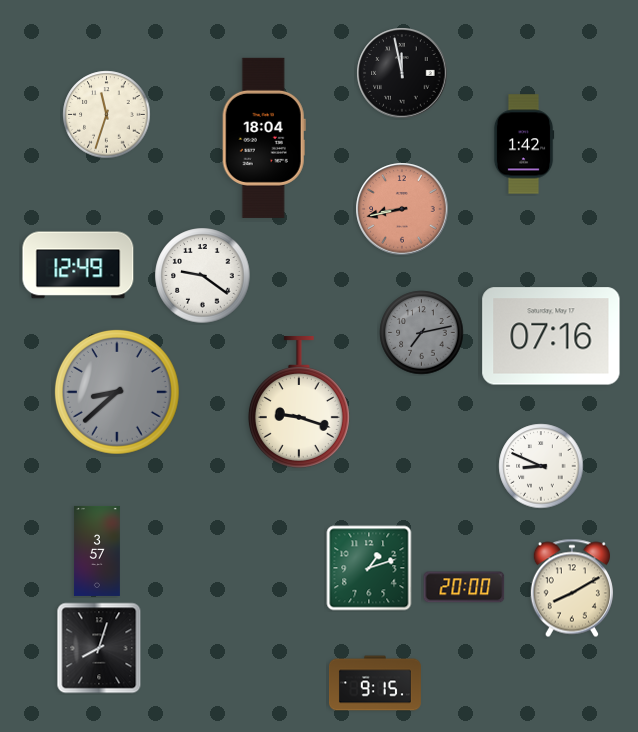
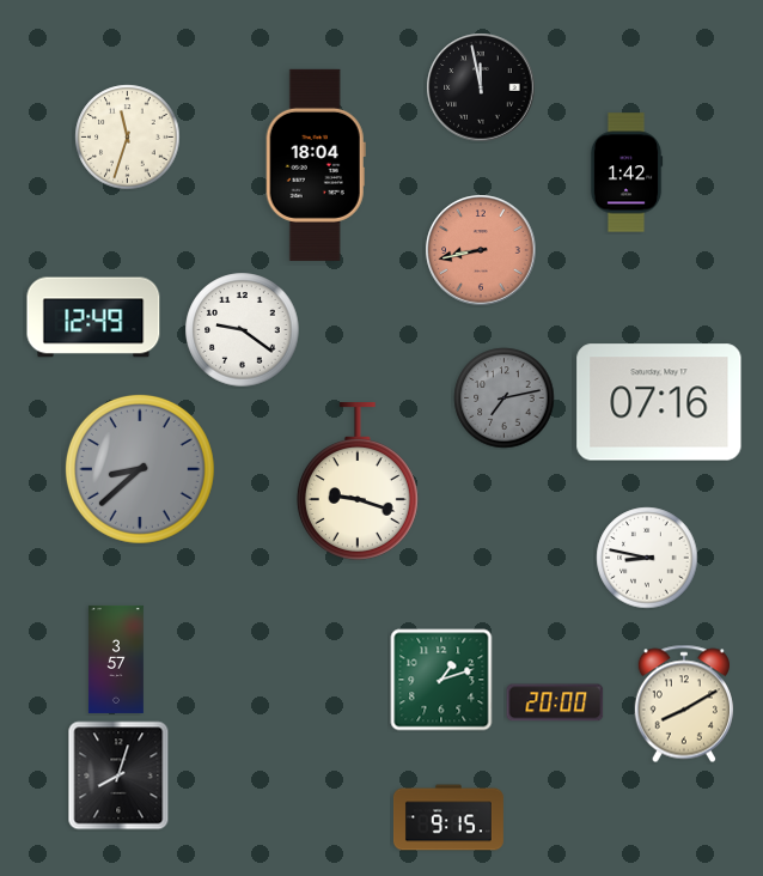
clock at (541, 466): 8:49 -> 8:47
